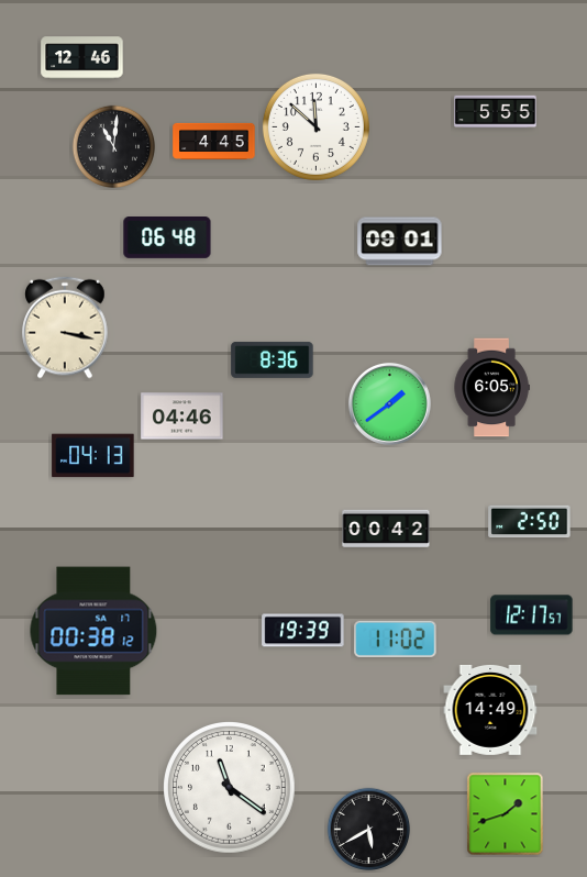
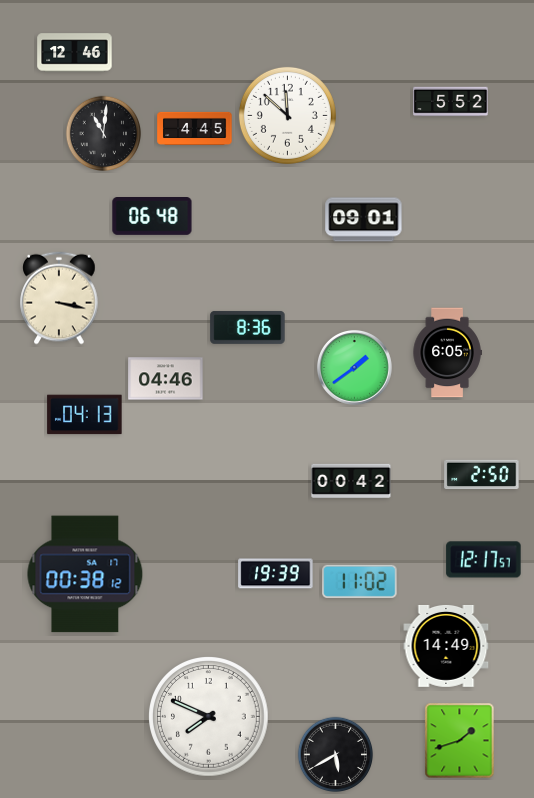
clock at (496, 112): 5:55 -> 5:52
clock at (230, 788): 11:21 -> 7:49
